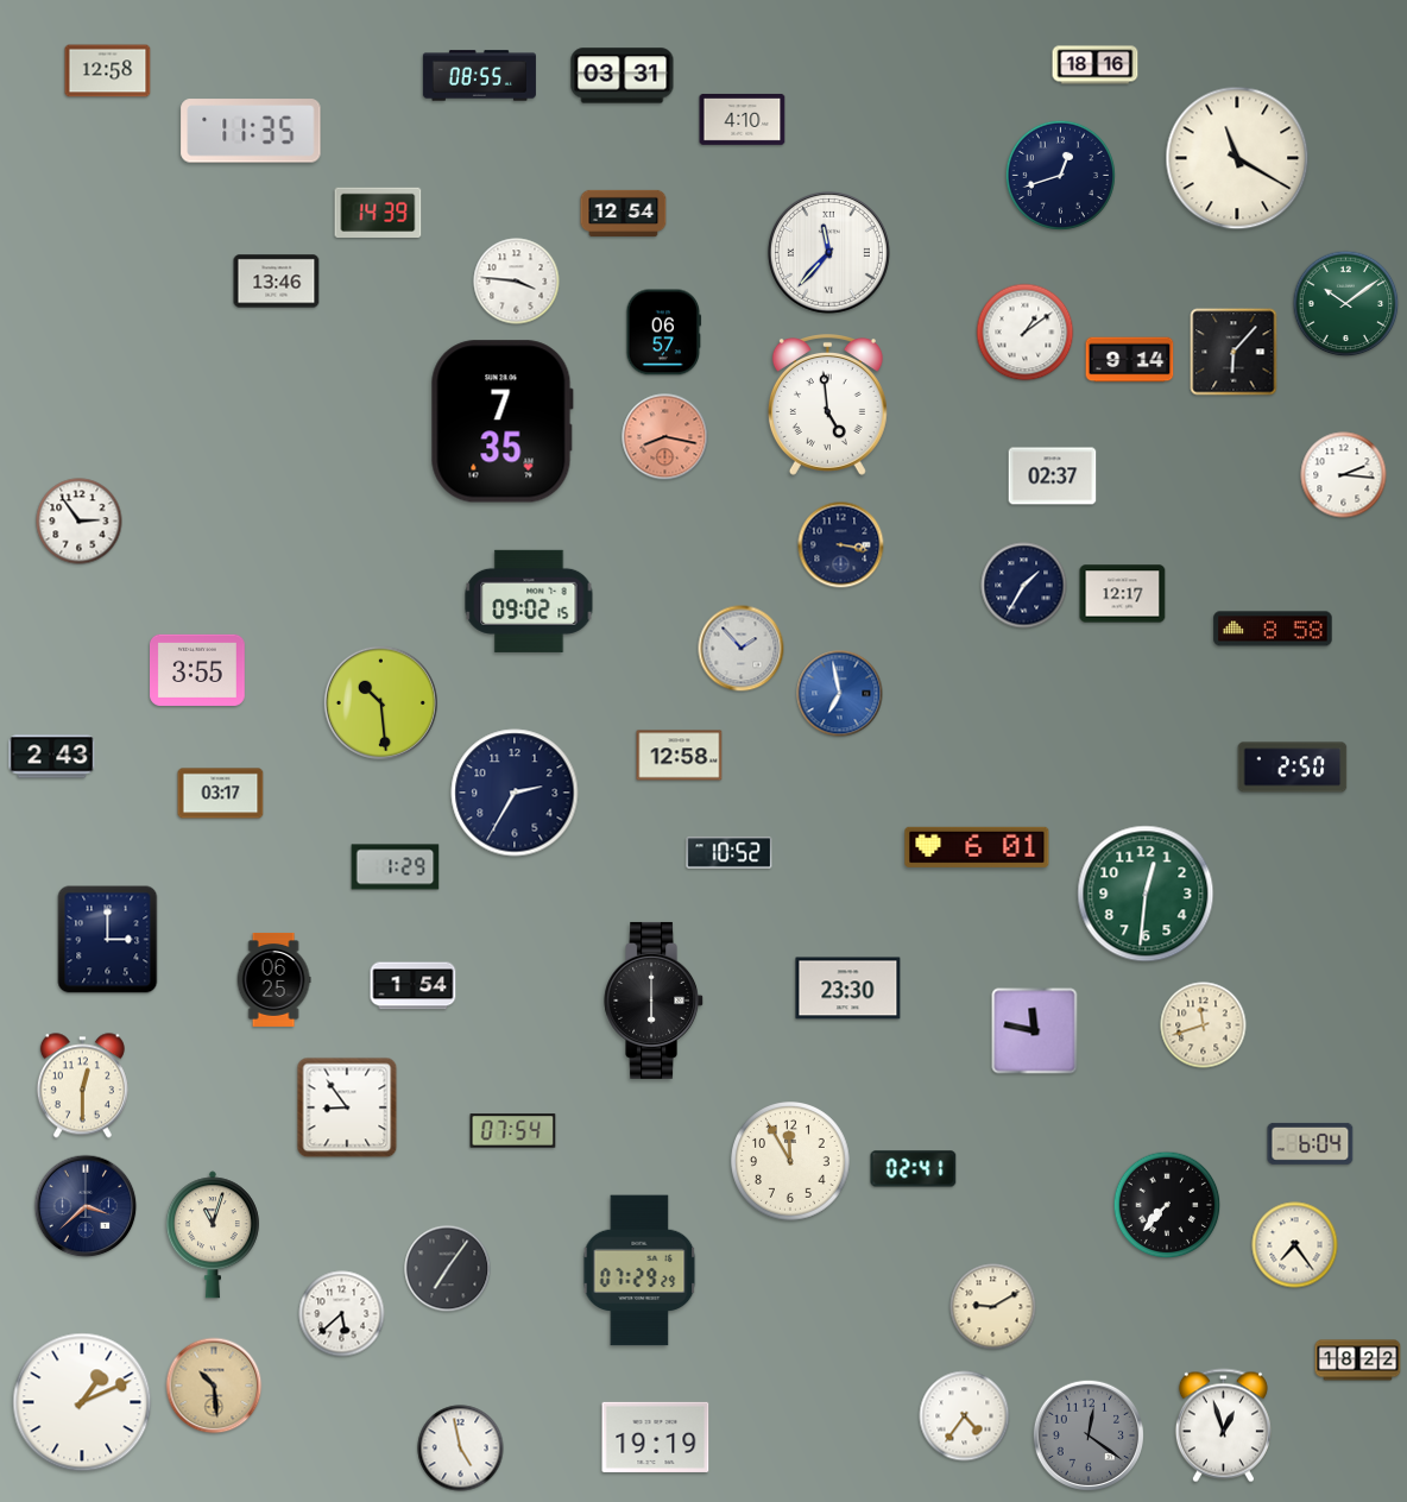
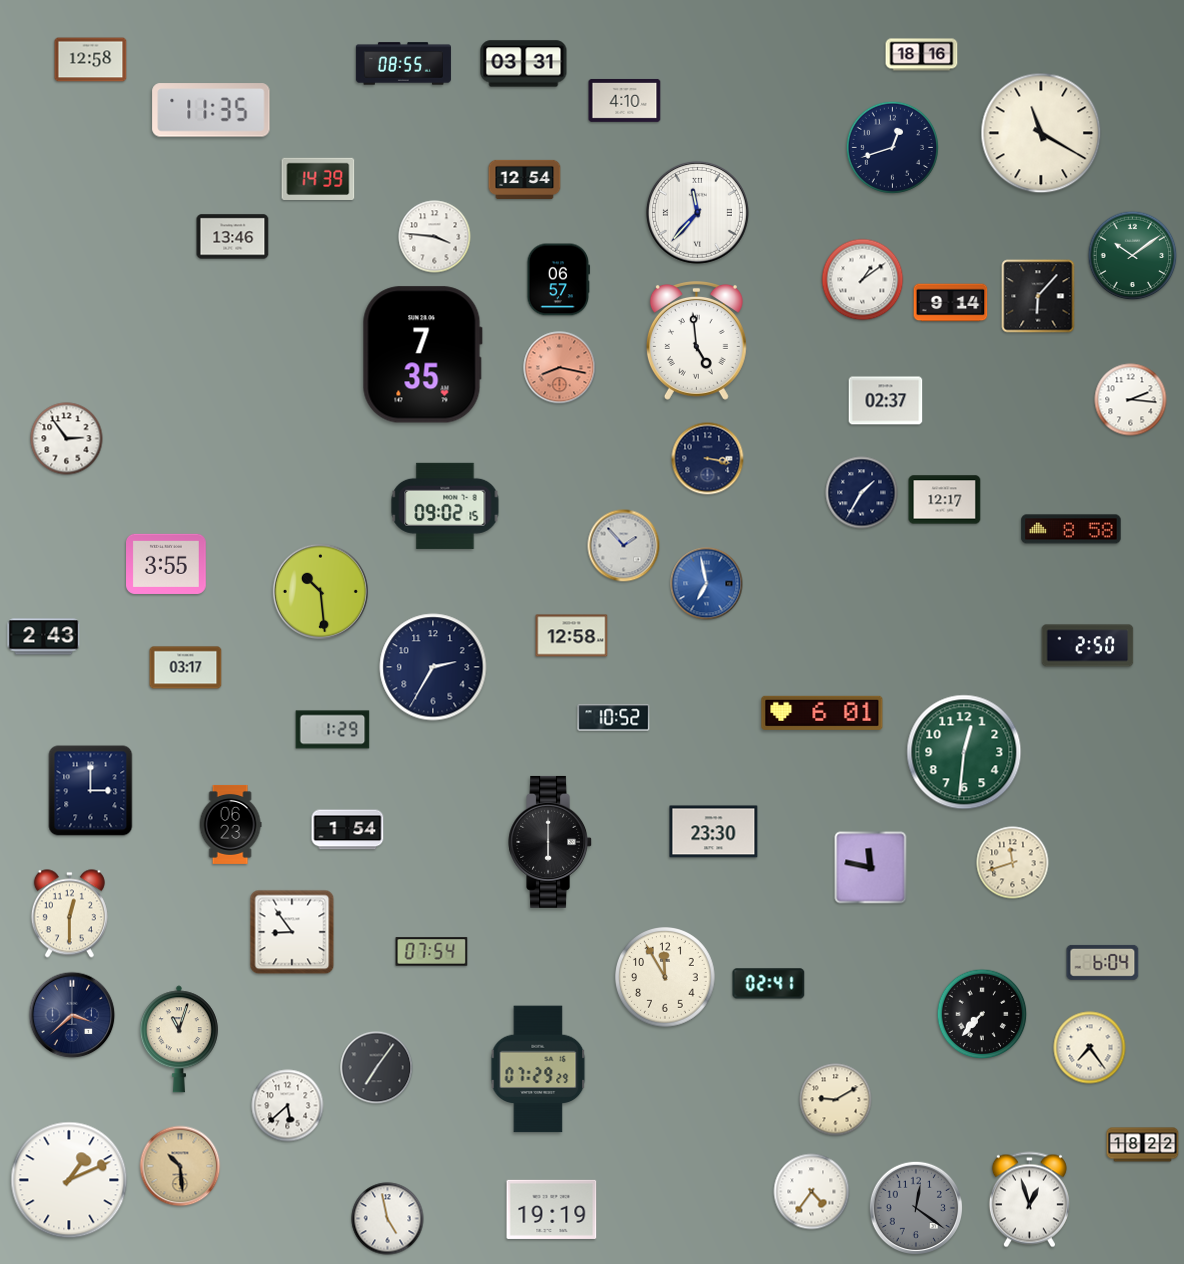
clock at (273, 979): 06:25 -> 06:23
